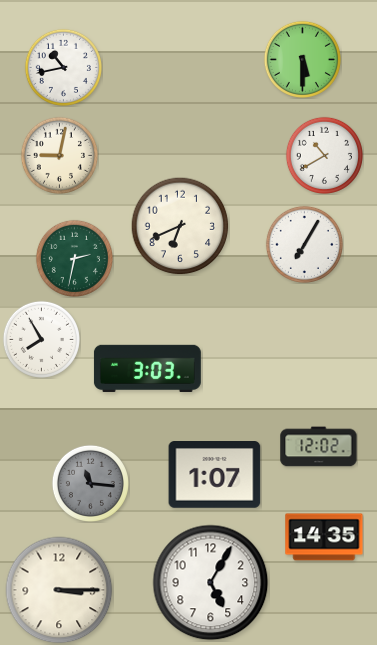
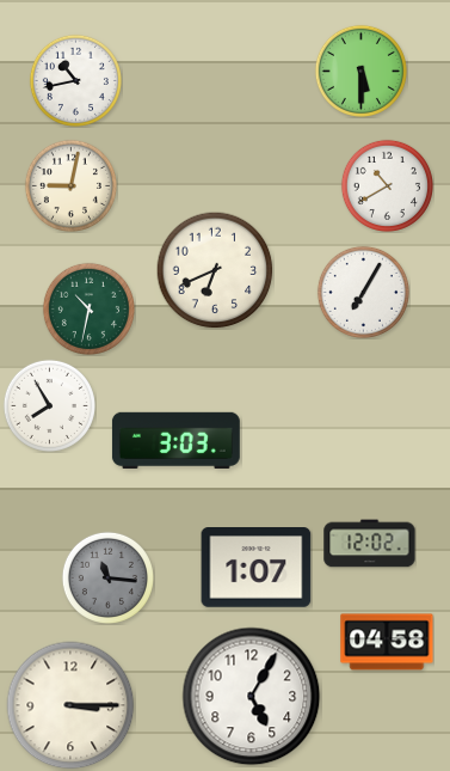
clock at (74, 258): 2:32 -> 10:32
clock at (319, 447) position: (319, 447) -> (370, 544)
clock at (324, 537): 14:35 -> 04:58
